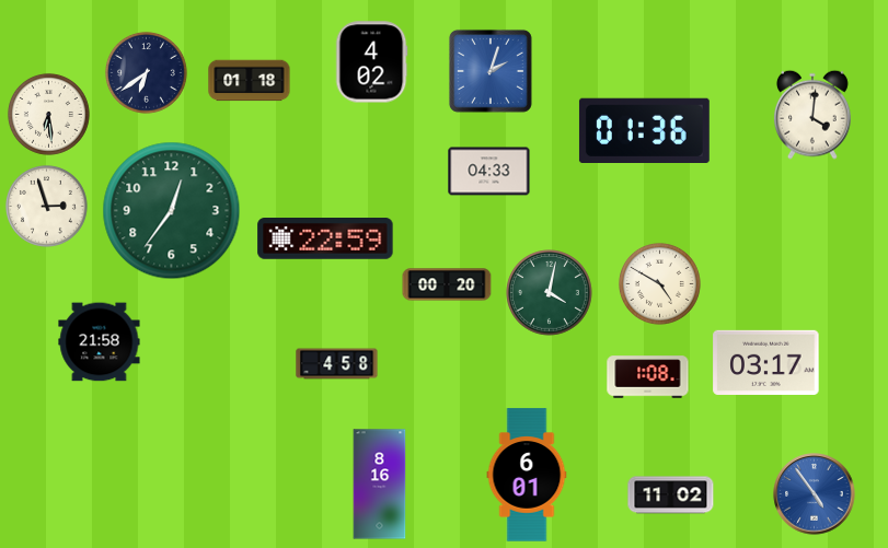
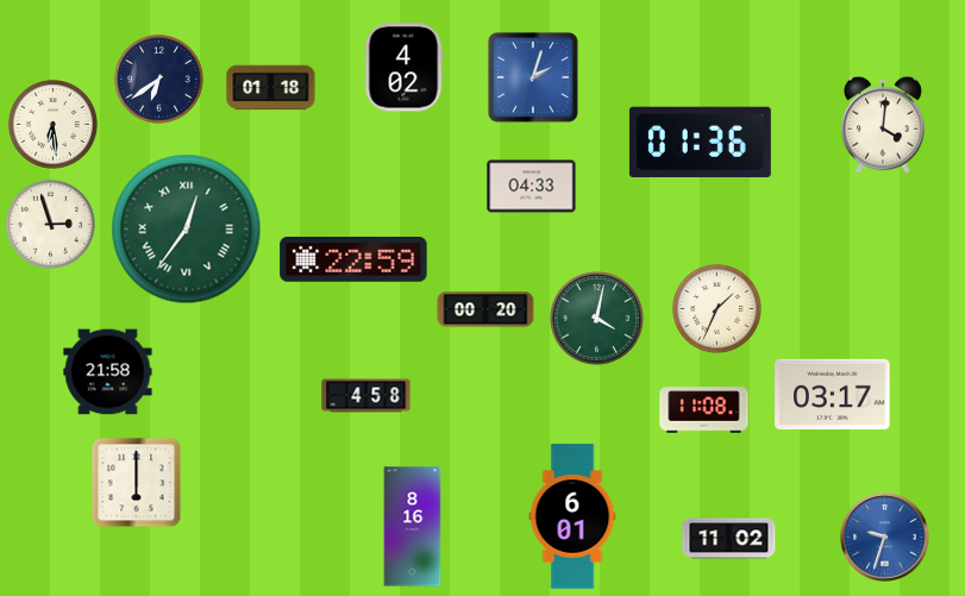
clock at (172, 211) numerals: Arabic -> Roman
clock at (659, 283): 4:50 -> 1:34
clock at (648, 377): 1:08 -> 11:08
clock at (137, 483): none -> 6:00
clock at (815, 494): 4:54 -> 9:33
